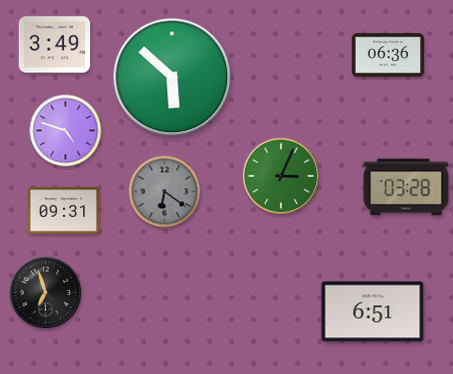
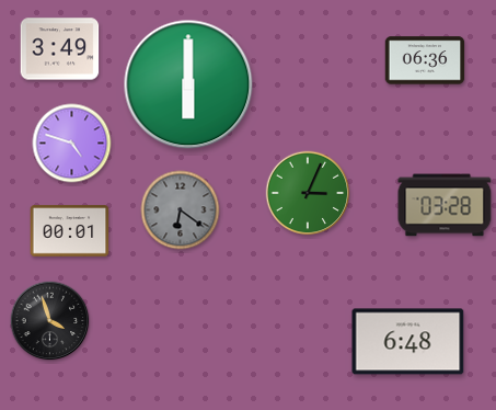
clock at (172, 77): 5:52 -> 6:00
clock at (64, 211): 09:31 -> 00:01
clock at (46, 293): 6:57 -> 3:57
clock at (373, 312): 6:51 -> 6:48
